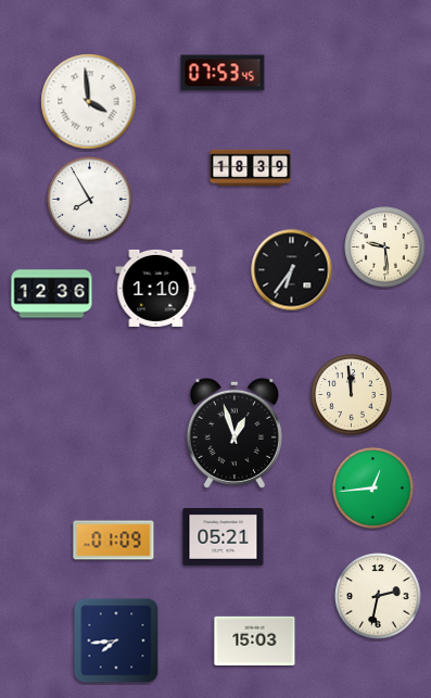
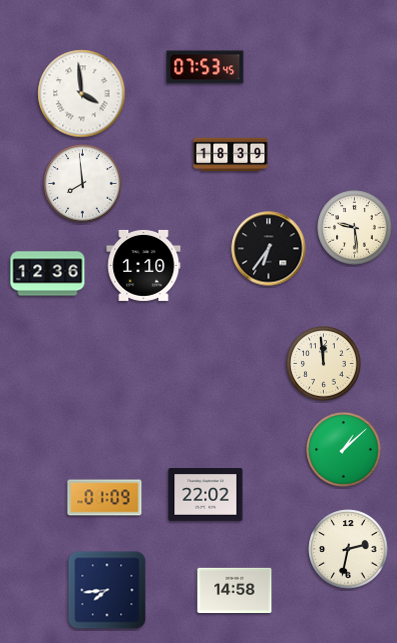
clock at (90, 200): 7:55 -> 7:59
clock at (52, 294) position: (52, 294) -> (48, 274)
clock at (234, 433): 12:57 -> none
clock at (373, 488): 12:44 -> 1:08
clock at (224, 537): 05:21 -> 22:02
clock at (255, 640): 15:03 -> 14:58
